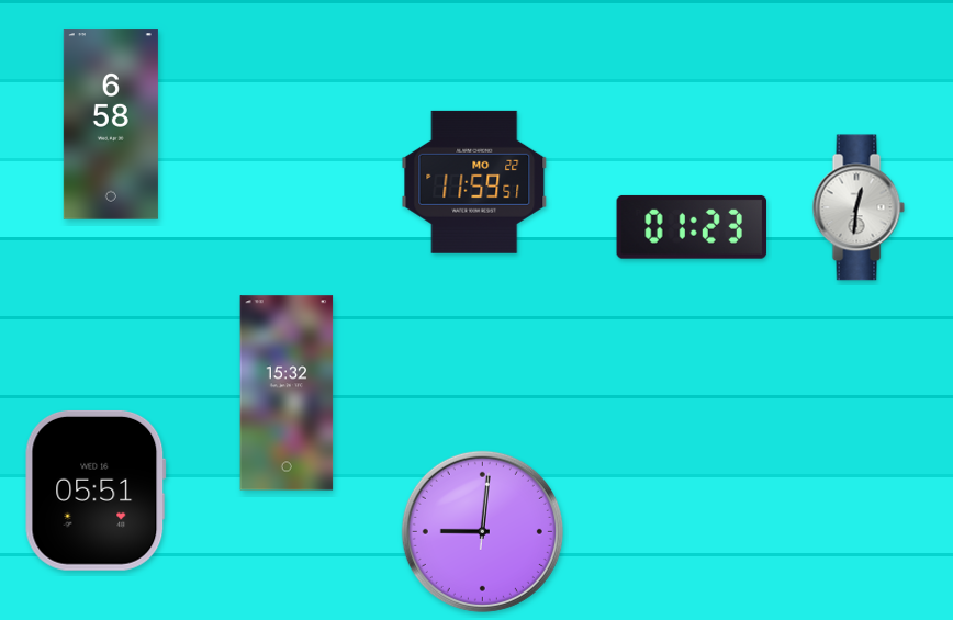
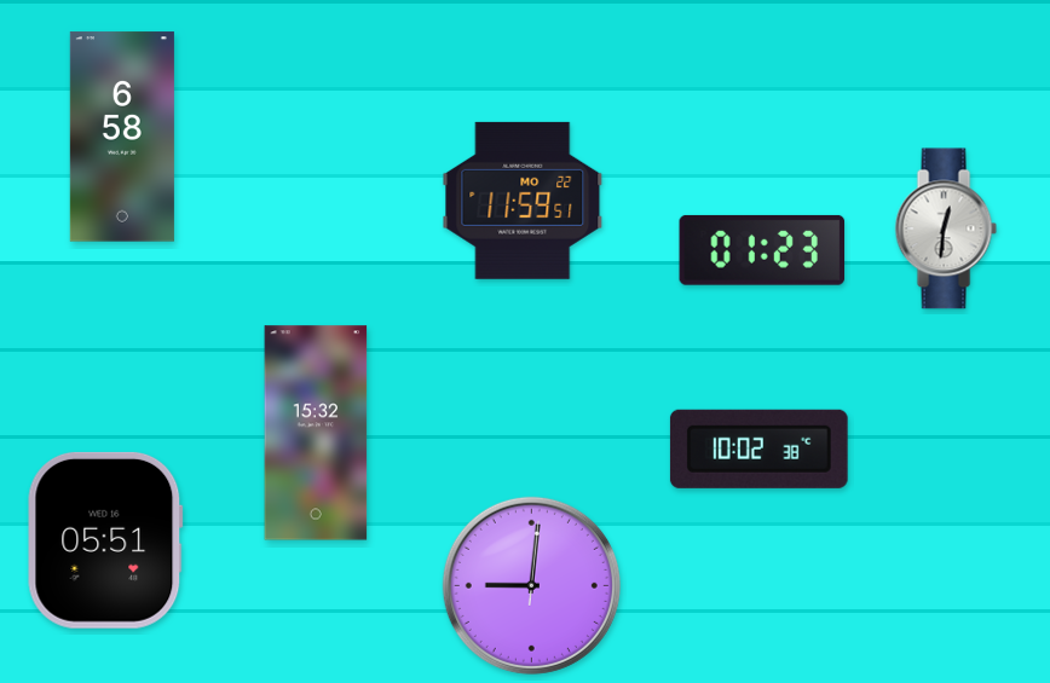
clock at (758, 448): none -> 10:02
